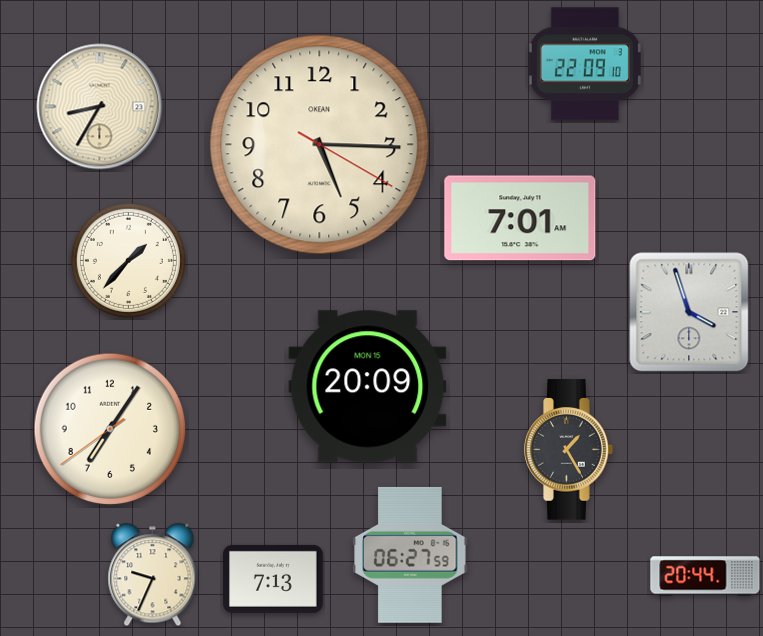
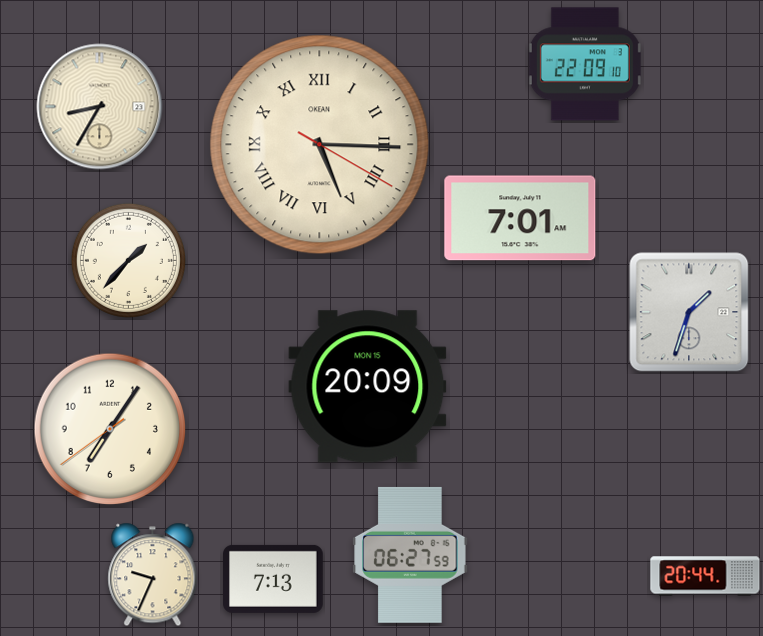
clock at (320, 145) numerals: Arabic -> Roman
clock at (689, 312): 3:57 -> 1:33
clock at (569, 450): 1:25 -> none
